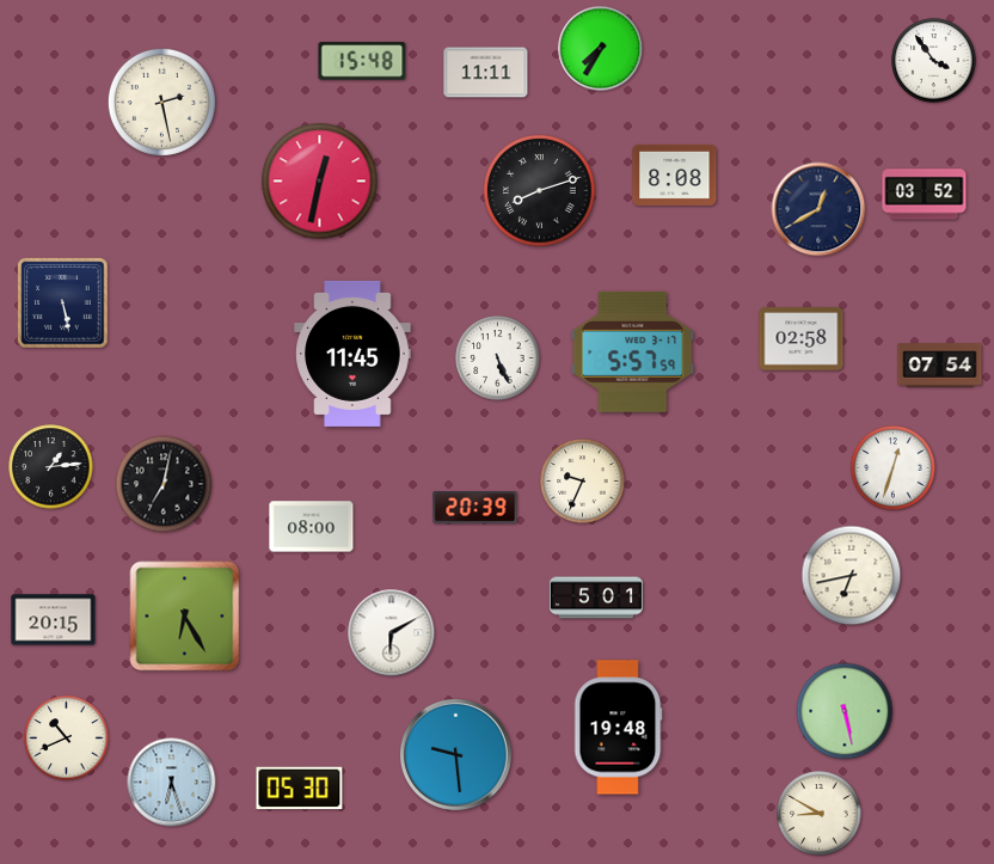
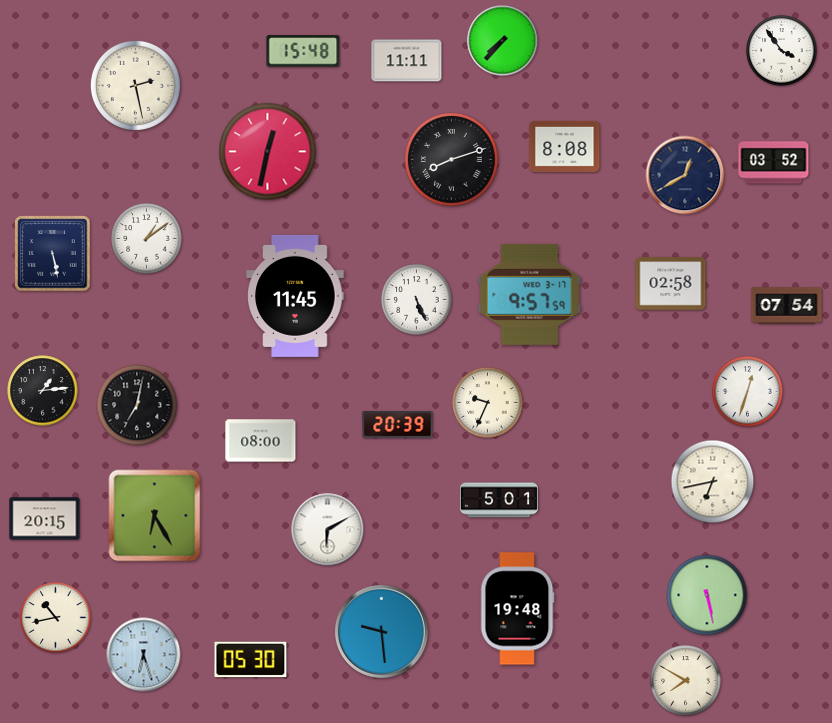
clock at (601, 49): 7:35 -> 7:37
clock at (147, 239): none -> 1:09
clock at (633, 351): 5:57 -> 9:57
clock at (67, 739): 10:41 -> 10:43
clock at (820, 814): 8:50 -> 7:50
